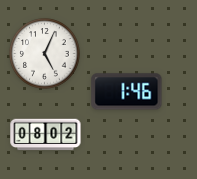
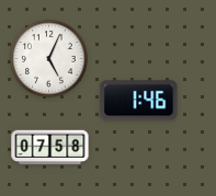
clock at (46, 135): 08:02 -> 07:58
